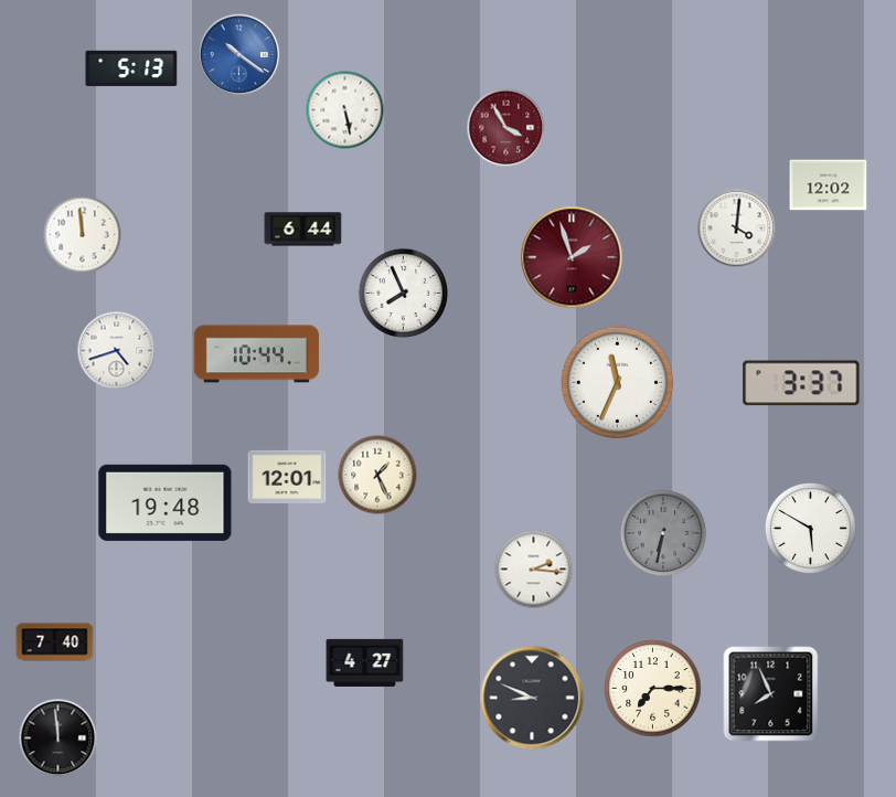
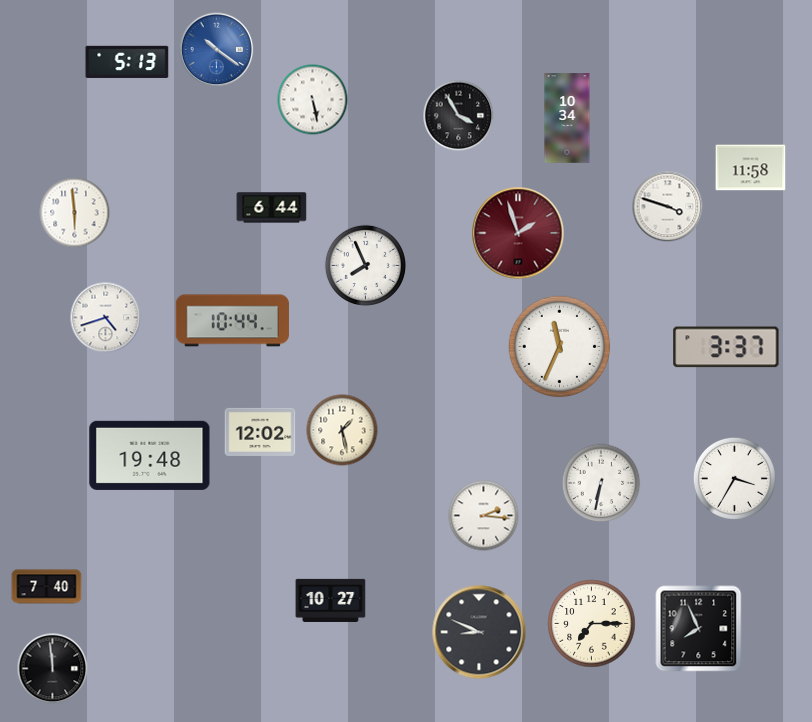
clock at (131, 68) position: (131, 68) -> (127, 62)
clock at (506, 128) dial: burgundy -> black
clock at (567, 118): none -> 10:34
clock at (829, 185): 12:02 -> 11:58
clock at (737, 229): 4:01 -> 3:48
clock at (303, 230) position: (303, 230) -> (272, 208)
clock at (83, 235): 11:59 -> 5:59
clock at (377, 475): 1:26 -> 1:28
clock at (287, 477): 12:01 -> 12:02
clock at (810, 528): 5:50 -> 3:35
clock at (663, 533) dial: grey -> white
clock at (55, 642) position: (55, 642) -> (47, 587)
clock at (365, 662): 4:27 -> 10:27
clock at (532, 698) position: (532, 698) -> (479, 632)
